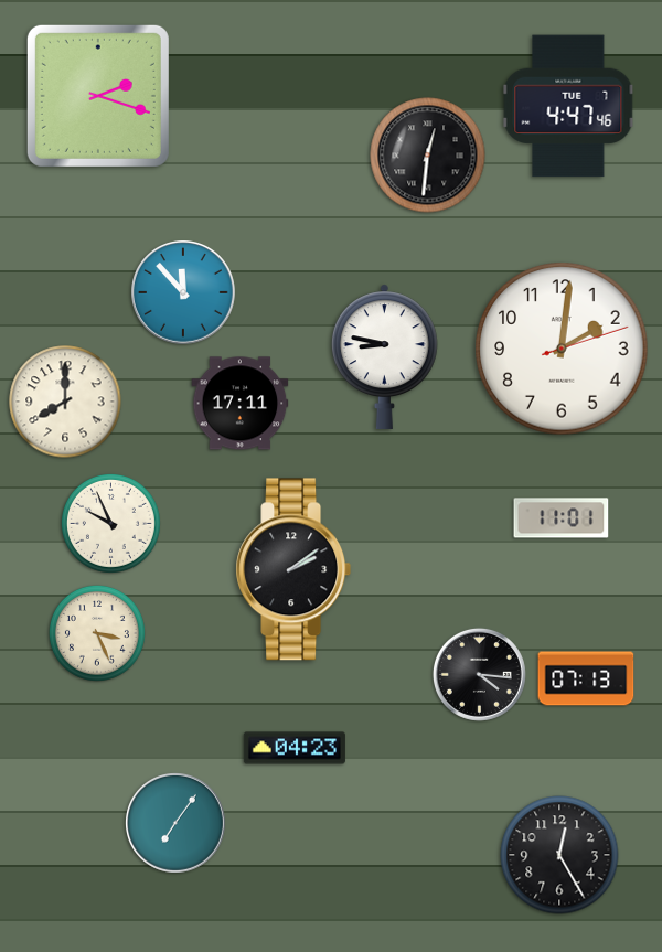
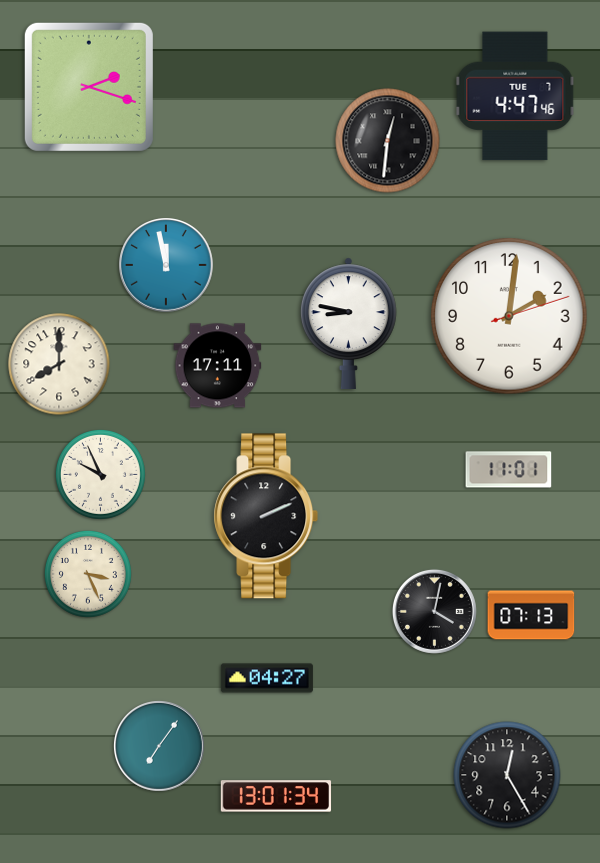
clock at (184, 293): 11:53 -> 11:58
clock at (293, 569): 2:09 -> 2:11
clock at (479, 674): 4:16 -> 4:02
clock at (295, 748): 04:23 -> 04:27
clock at (276, 796): none -> 13:01
